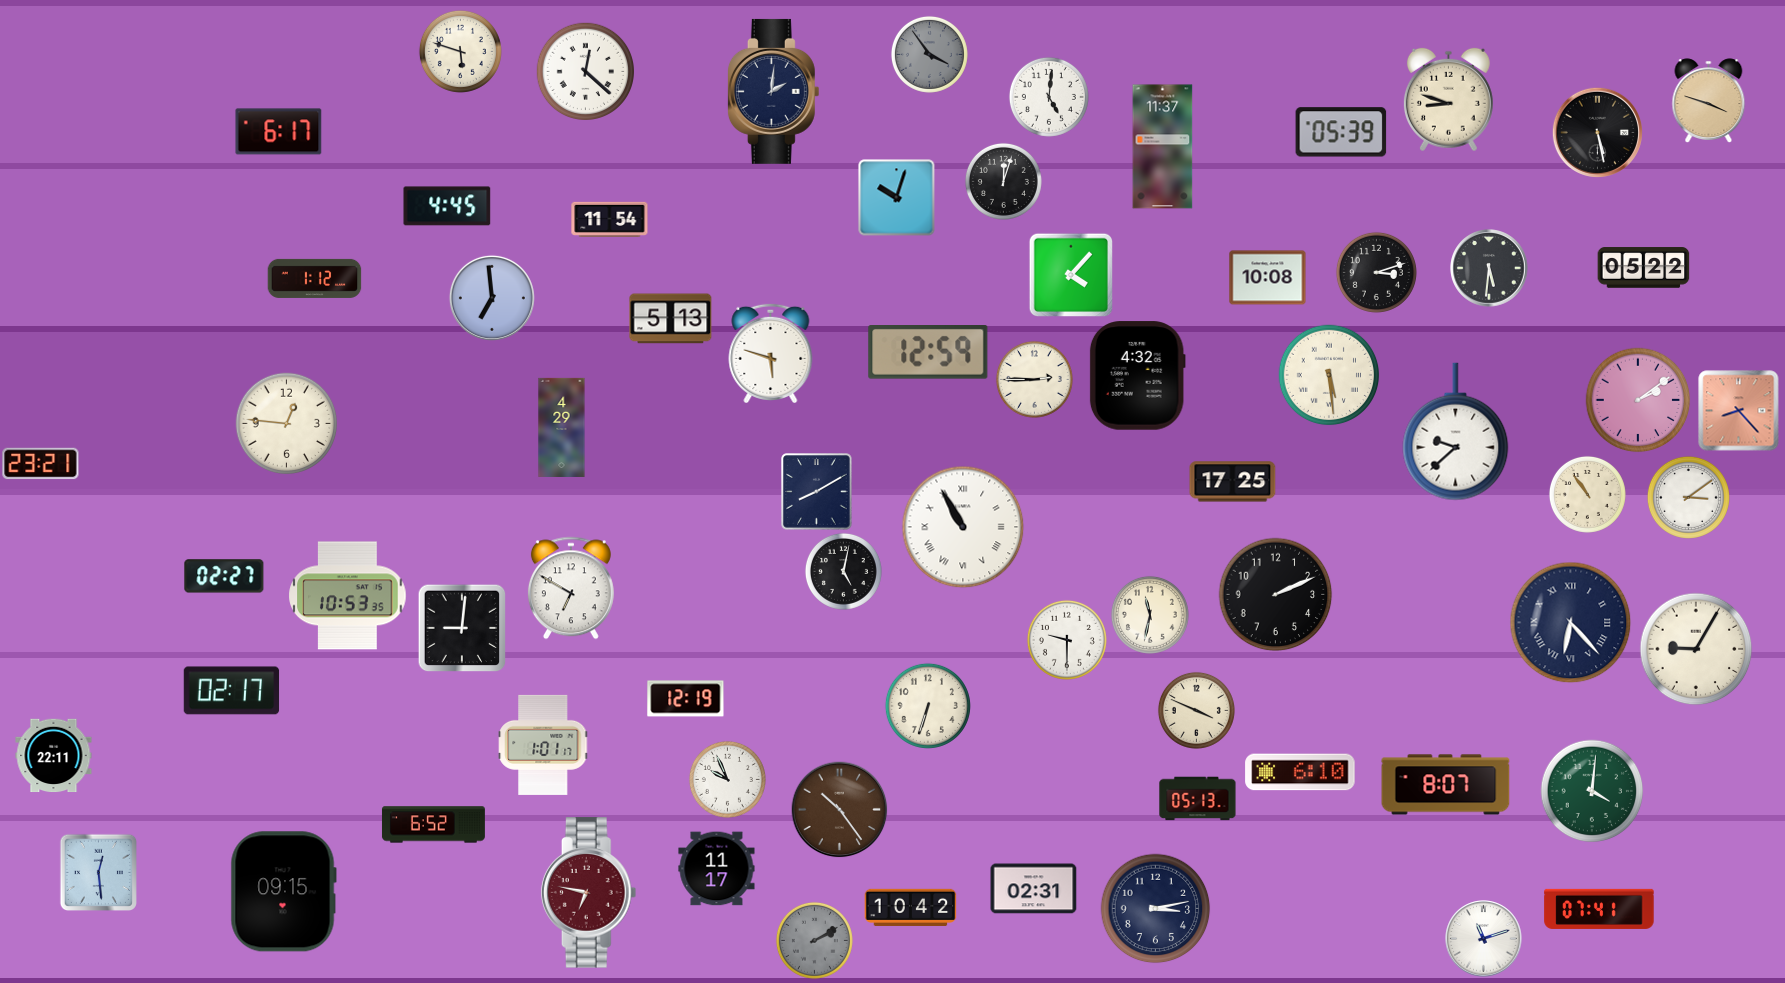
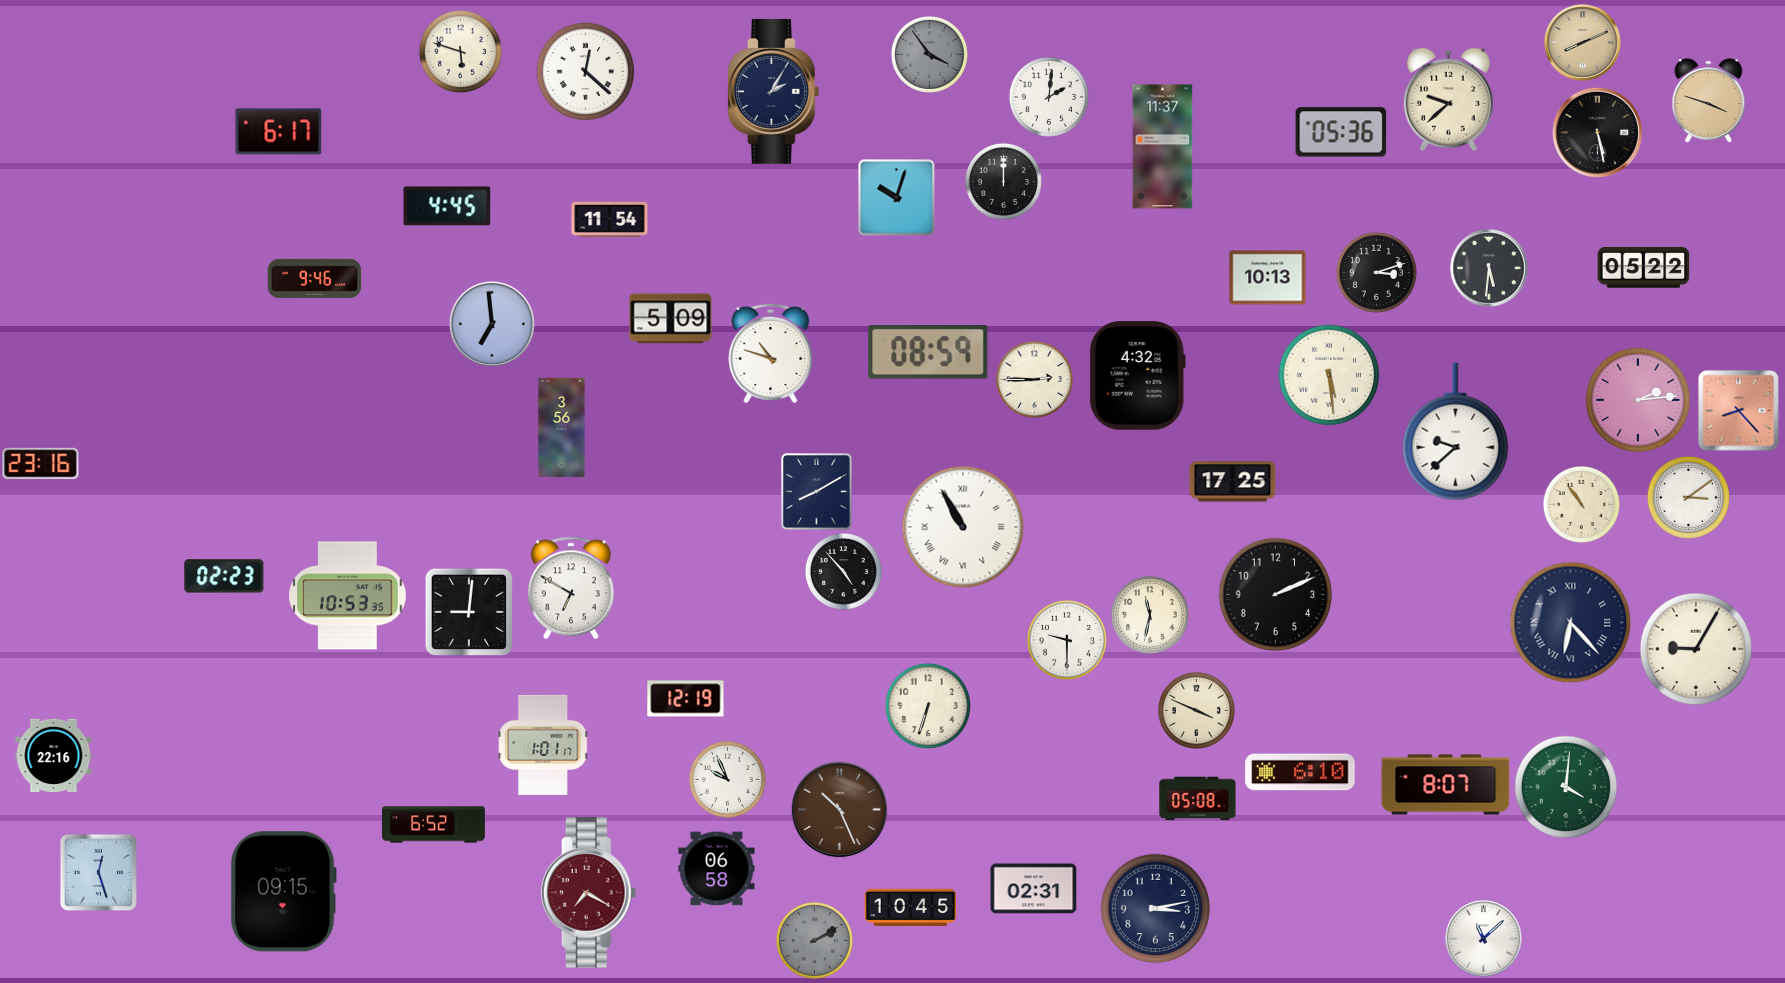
clock at (1583, 43): none -> 8:11
clock at (773, 91): 2:01 -> 2:05
clock at (1049, 97): 5:01 -> 2:01
clock at (1448, 100): 8:48 -> 9:38
clock at (1341, 132): 05:39 -> 05:36
clock at (1003, 181): 12:03 -> 12:00
clock at (1070, 274): 4:07 -> none
clock at (315, 278): 1:12 -> 9:46
clock at (1268, 278): 10:08 -> 10:13
clock at (492, 298) position: (492, 298) -> (492, 324)
clock at (671, 319): 5:13 -> 5:09
clock at (771, 352): 5:48 -> 10:48
clock at (928, 353): 12:59 -> 08:59
clock at (1638, 400): 2:09 -> 2:14
clock at (287, 424): 12:46 -> none
clock at (562, 427): 4:29 -> 3:56
clock at (41, 464): 23:21 -> 23:16
clock at (1587, 494) position: (1587, 494) -> (1581, 504)
clock at (843, 571): 5:02 -> 4:53
clock at (224, 576): 02:27 -> 02:23
clock at (462, 628) position: (462, 628) -> (469, 612)
clock at (232, 691): 02:17 -> none
clock at (54, 756): 22:11 -> 22:16
clock at (1592, 791) position: (1592, 791) -> (1566, 787)
clock at (1198, 799): 05:13 -> 05:08
clock at (840, 810): 10:24 -> 10:26
clock at (717, 869): 11:17 -> 06:58
clock at (98, 872): 12:29 -> 12:27
clock at (589, 893): 6:47 -> 7:20
clock at (911, 907): 10:42 -> 10:45
clock at (1599, 909): 07:41 -> none
clock at (1484, 939): 11:12 -> 11:08
